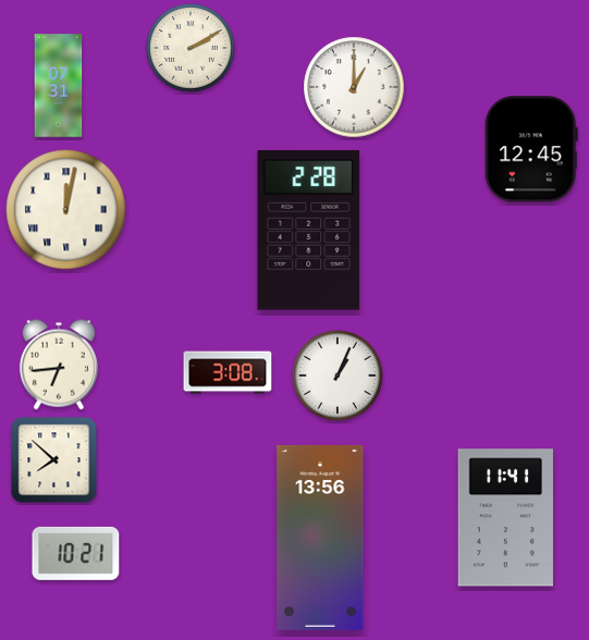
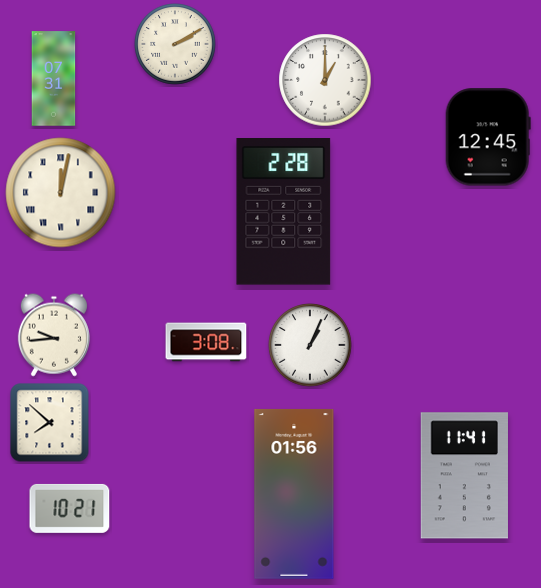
clock at (59, 365): 6:44 -> 9:44
clock at (228, 372) position: (228, 372) -> (206, 342)
clock at (320, 538): 13:56 -> 01:56
